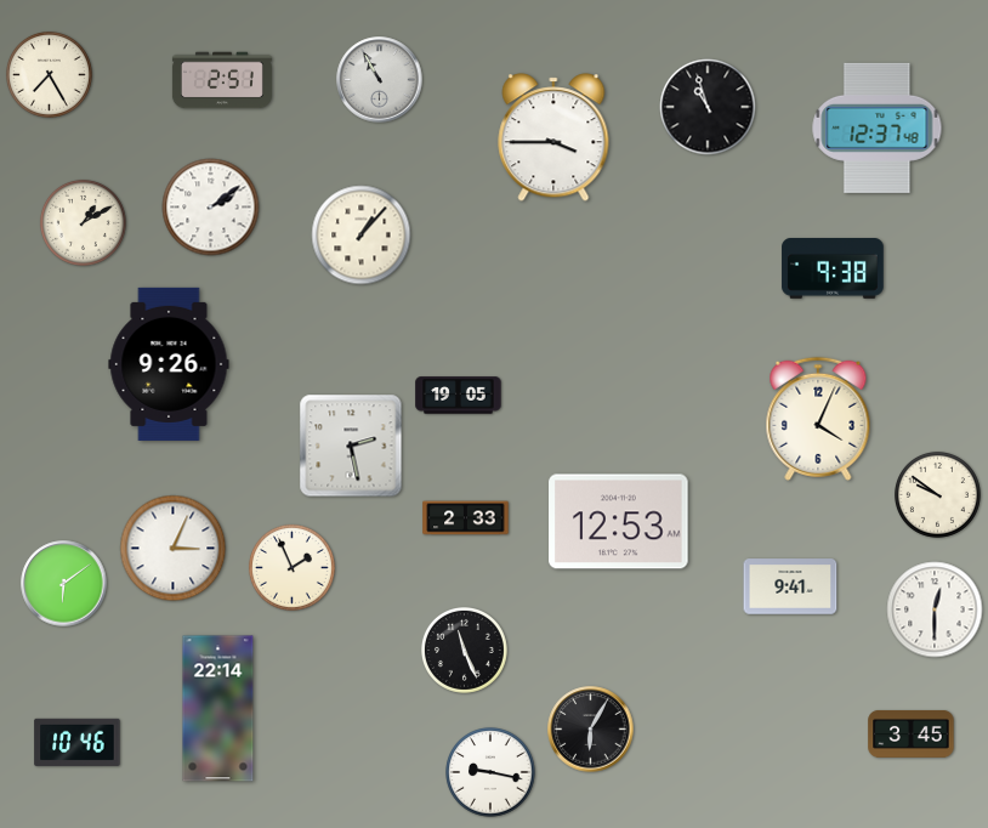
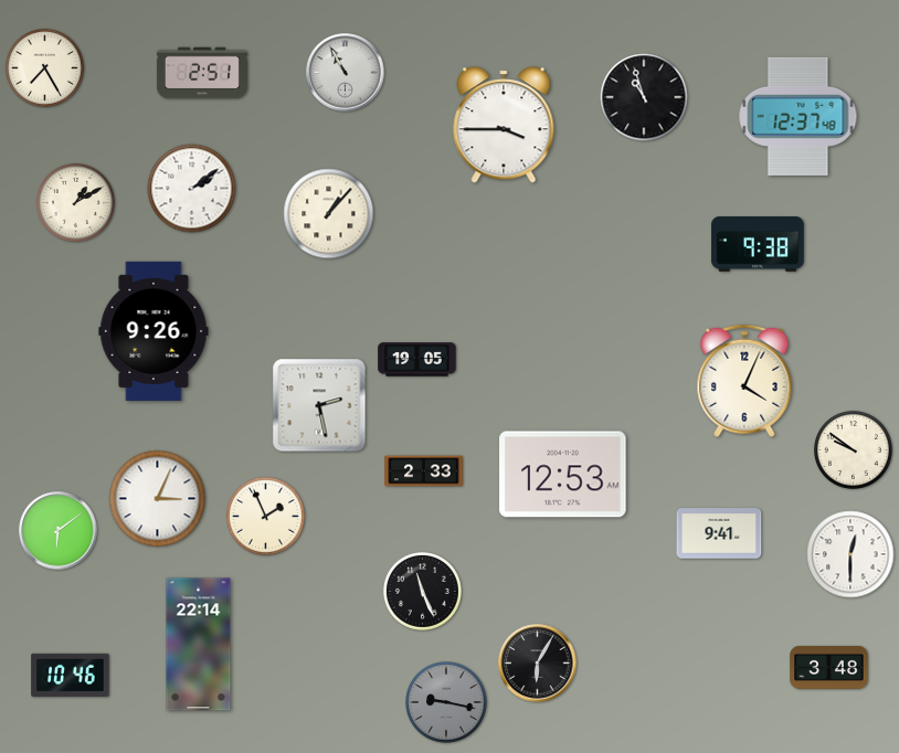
clock at (912, 733): 3:45 -> 3:48
clock at (490, 772) dial: white -> grey
